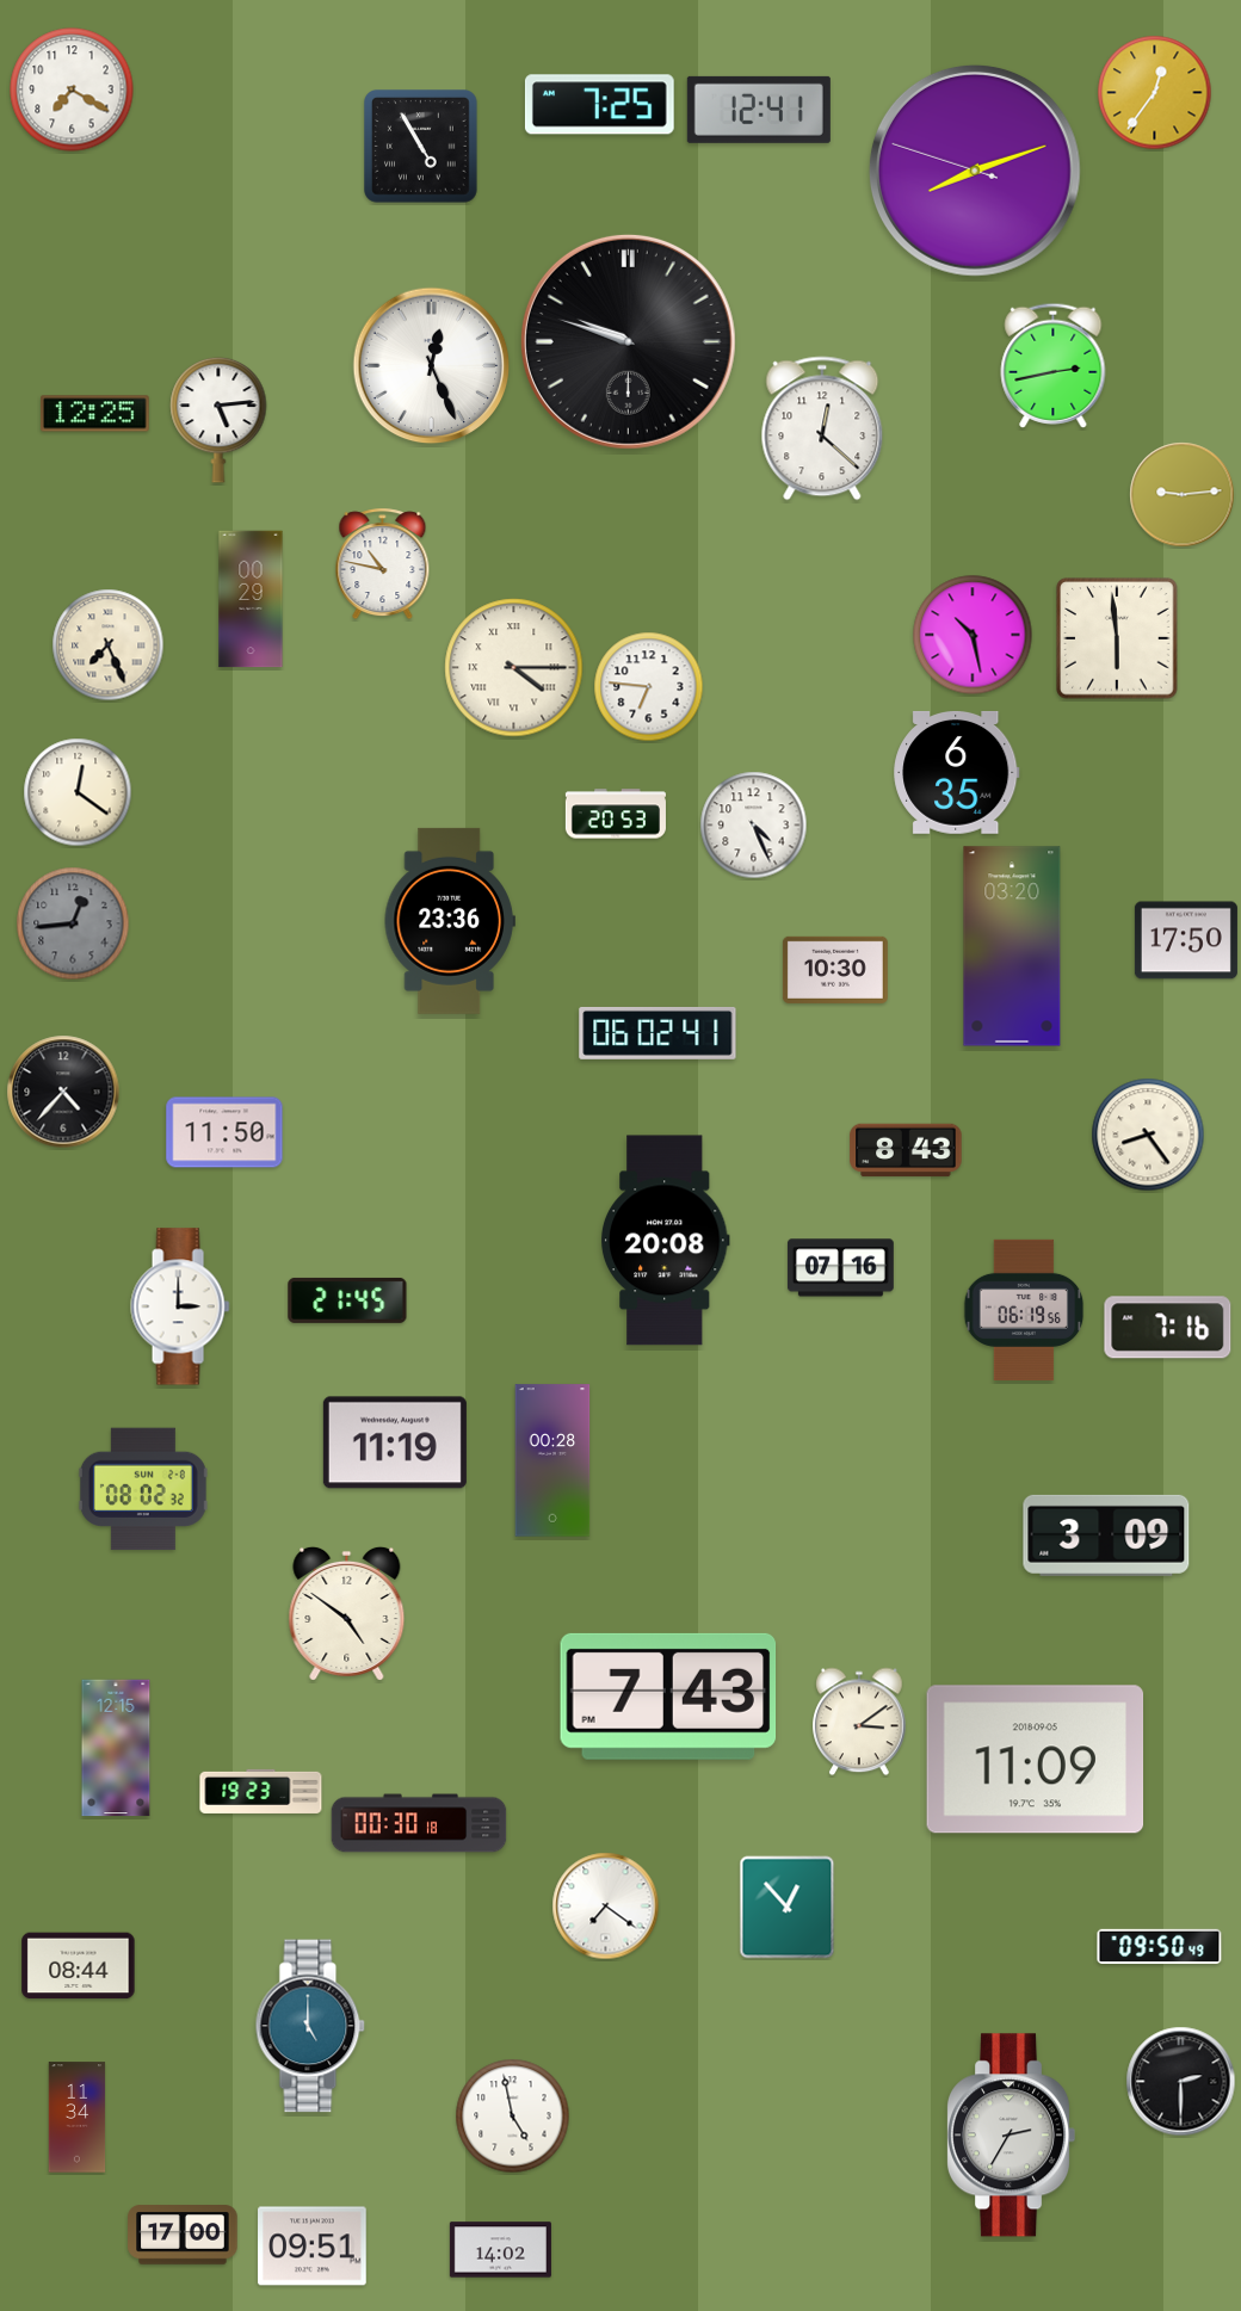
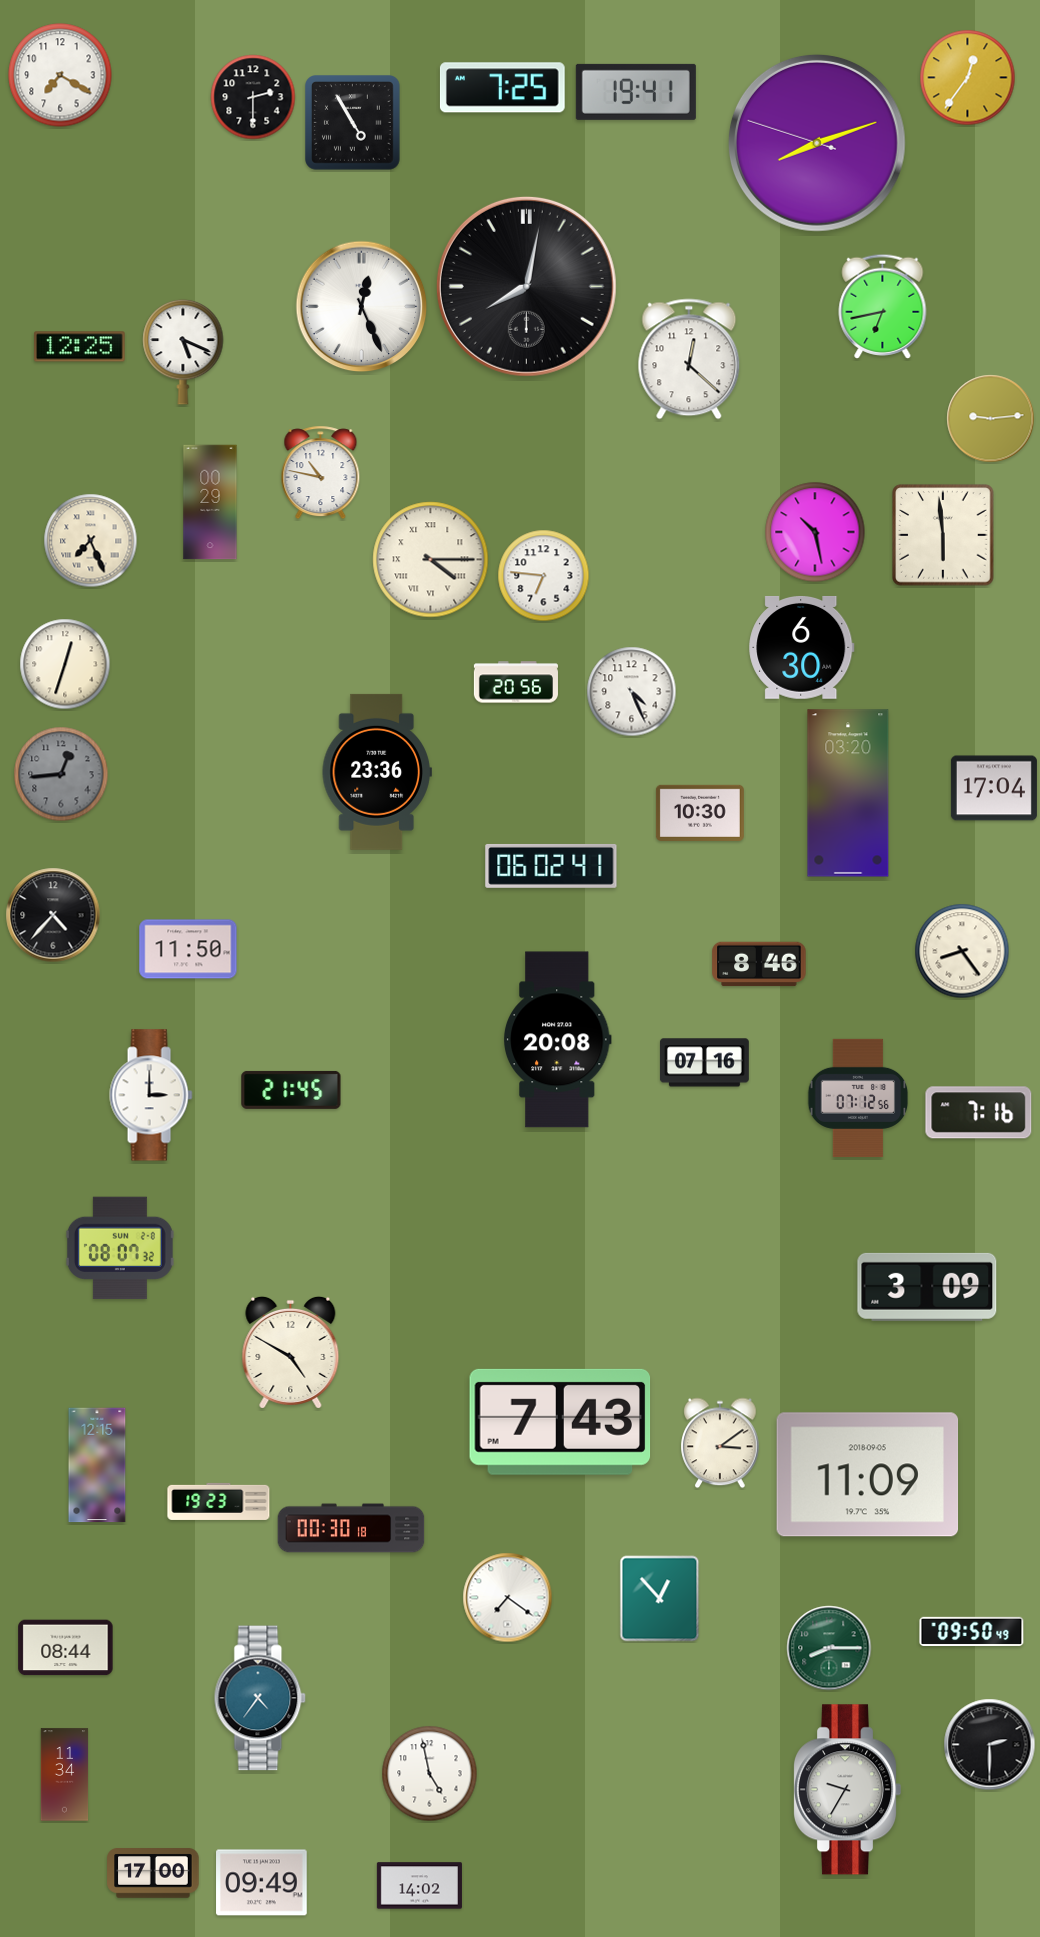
clock at (759, 110): 12:41 -> 19:41
clock at (253, 97): none -> 2:30
clock at (628, 341): 9:48 -> 8:02
clock at (1054, 365): 2:43 -> 6:43
clock at (218, 420): 5:14 -> 5:19
clock at (1183, 495) position: (1183, 495) -> (991, 419)
clock at (1117, 638) position: (1117, 638) -> (943, 535)
clock at (957, 773): 6:35 -> 6:30
clock at (78, 792): 12:21 -> 12:33
clock at (616, 814): 20:53 -> 20:56
clock at (1186, 940): 17:50 -> 17:04
clock at (906, 1150): 8:43 -> 8:46
clock at (1024, 1310): 06:19 -> 07:12
clock at (395, 1442): 11:19 -> none
clock at (552, 1460): 00:28 -> none
clock at (143, 1489): 08:02 -> 08:07
clock at (347, 1613): 4:51 -> 4:50
clock at (829, 1648): none -> 8:15
clock at (310, 2026): 5:00 -> 4:36
clock at (1011, 2136): 2:35 -> 9:35
clock at (313, 2247): 09:51 -> 09:49
